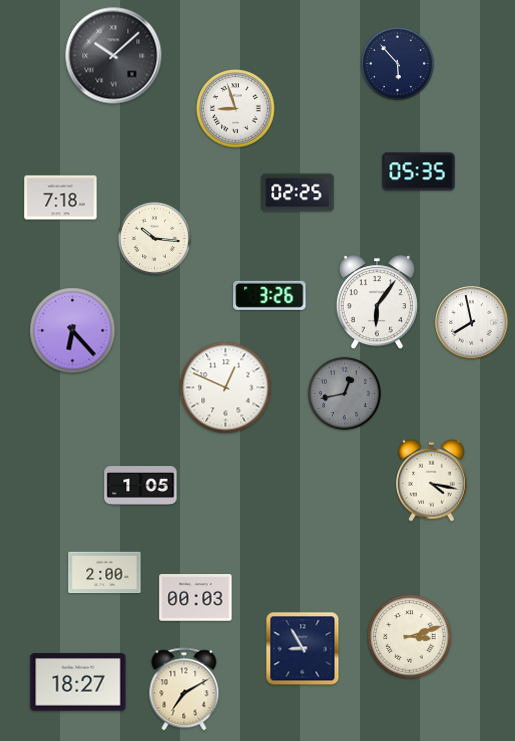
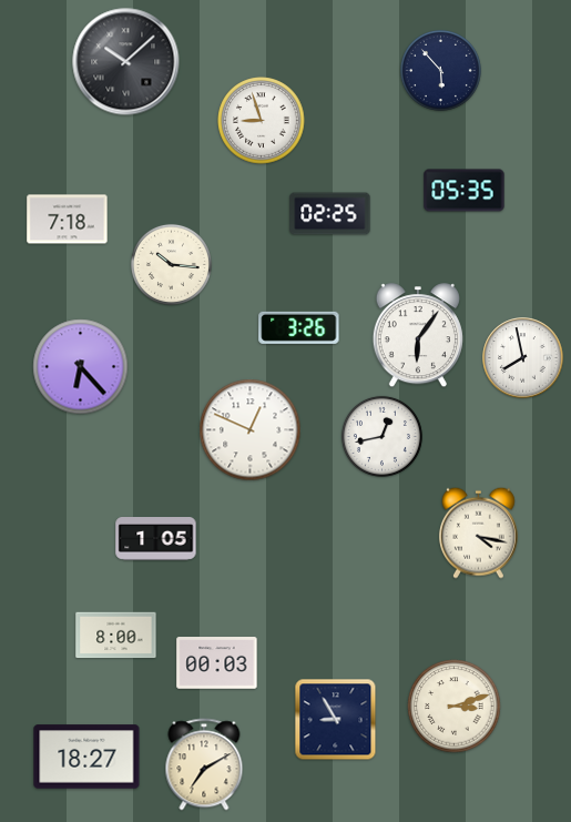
clock at (344, 393) dial: grey -> white
clock at (105, 573): 2:00 -> 8:00
